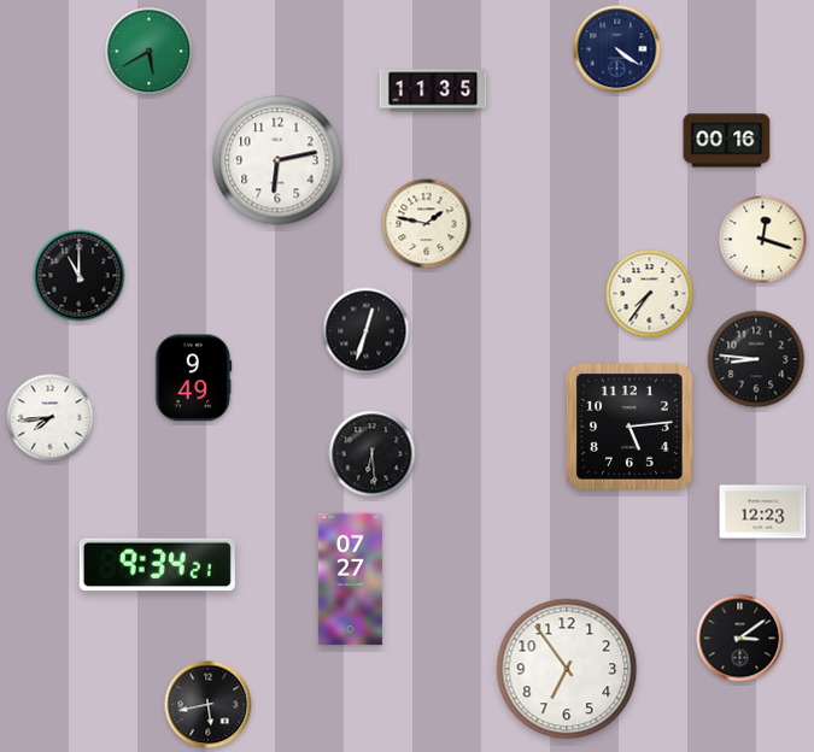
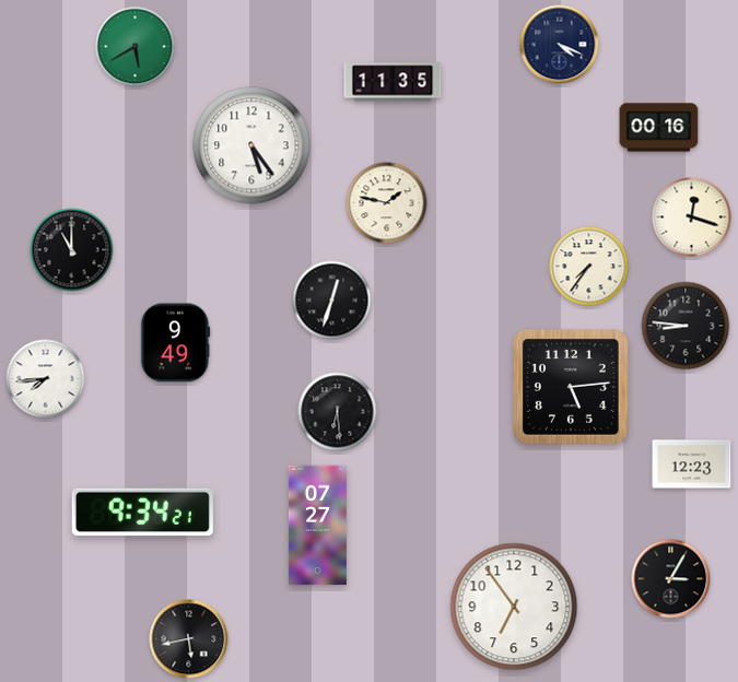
clock at (617, 49): 4:21 -> 4:19
clock at (277, 160): 6:13 -> 5:24
clock at (740, 639): 3:09 -> 3:05
